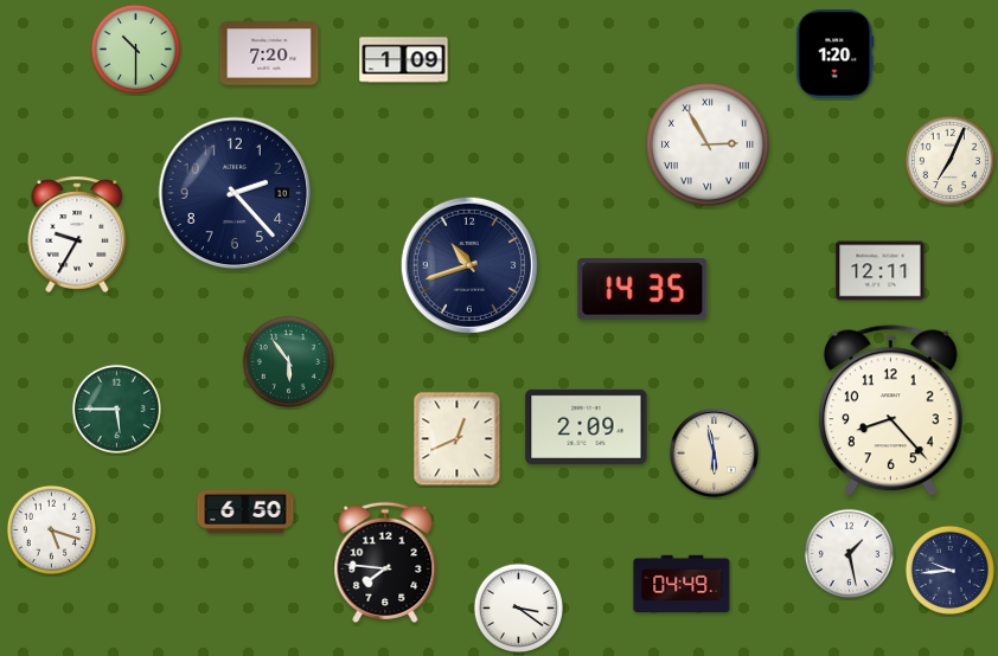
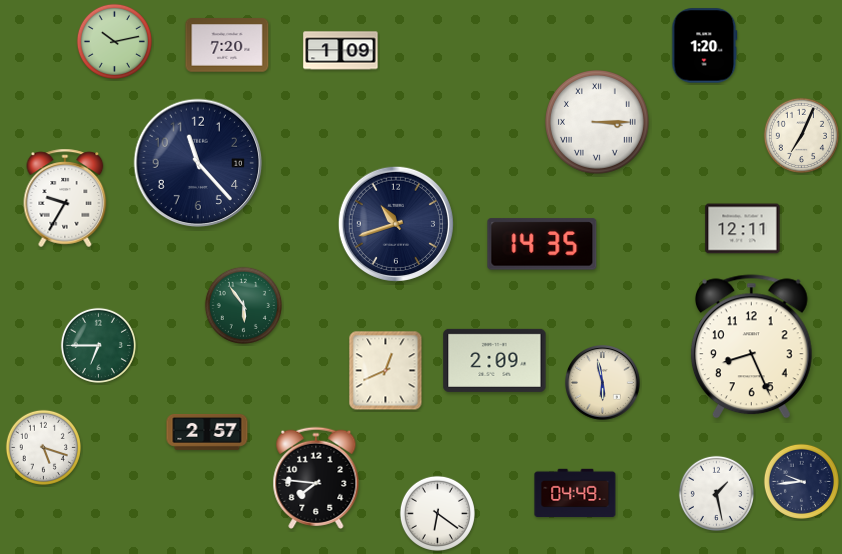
clock at (135, 49): 10:30 -> 10:13
clock at (709, 146): 2:55 -> 3:15
clock at (235, 193): 2:23 -> 11:23
clock at (116, 409): 5:45 -> 6:45
clock at (890, 411): 8:23 -> 8:26
clock at (245, 512): 6:50 -> 2:57
clock at (849, 553) position: (849, 553) -> (716, 493)
clock at (385, 562) position: (385, 562) -> (316, 478)
clock at (518, 607): 3:21 -> 6:21
